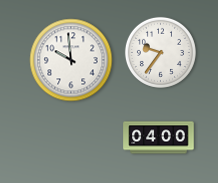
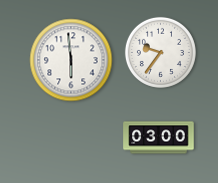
clock at (71, 60): 9:59 -> 5:59
clock at (159, 138): 04:00 -> 03:00
